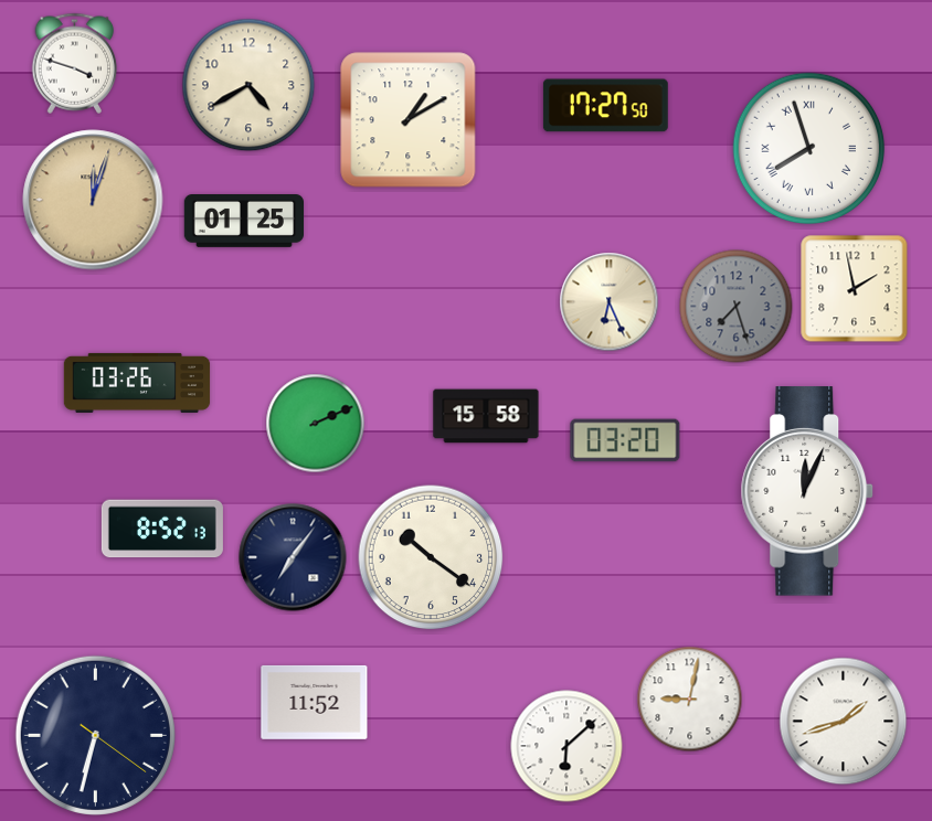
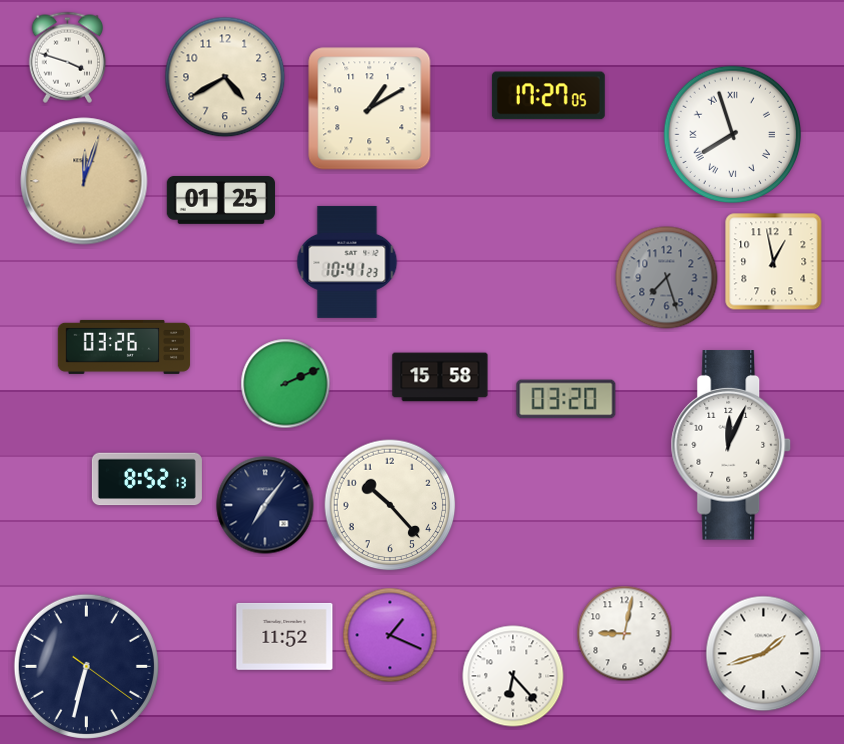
clock at (605, 106): 17:27:50 -> 17:27:05
clock at (347, 262): none -> 10:41
clock at (855, 289): 1:58 -> 12:58
clock at (610, 302): 6:26 -> none
clock at (431, 557): 10:21 -> 10:23
clock at (390, 635): none -> 1:19
clock at (566, 746): 6:08 -> 6:23
